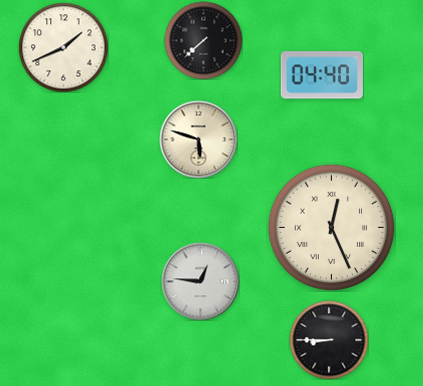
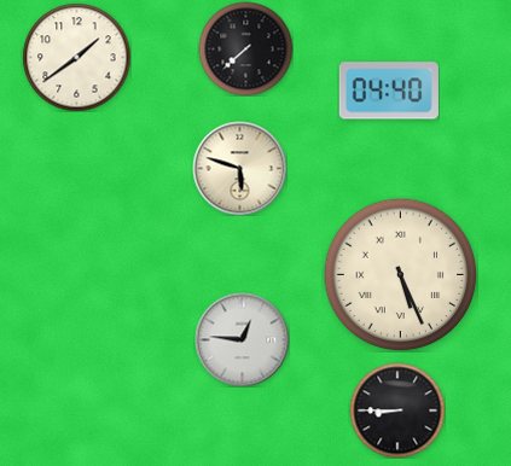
clock at (63, 47): 1:41 -> 1:39
clock at (331, 227): 12:26 -> 5:26
